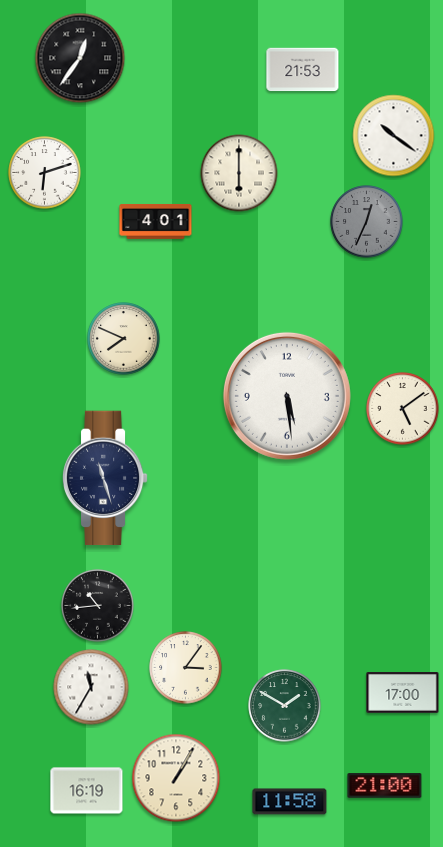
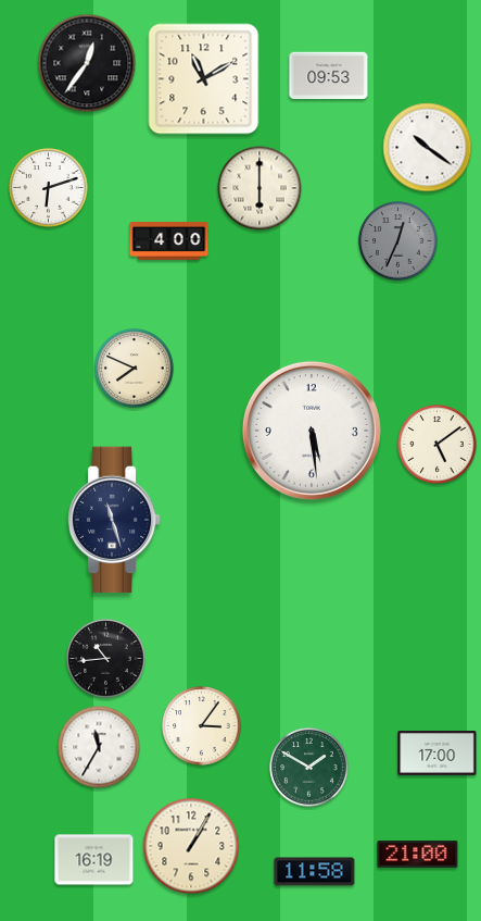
clock at (303, 70): 21:53 -> 09:53
clock at (204, 79): none -> 11:10
clock at (156, 221): 4:01 -> 4:00
